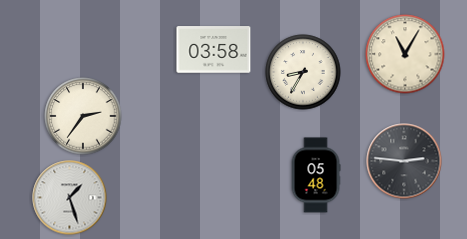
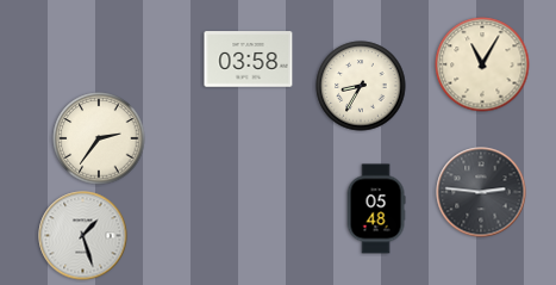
clock at (214, 50) position: (214, 50) -> (249, 60)
